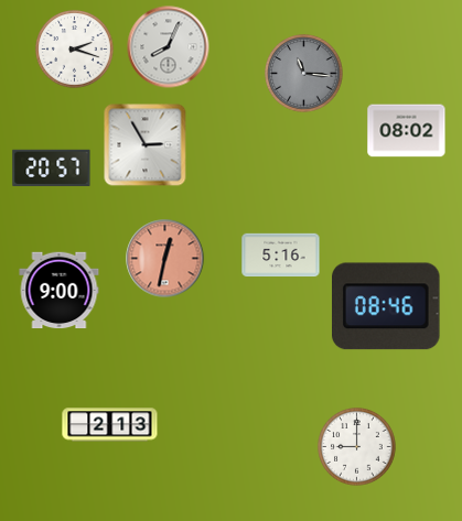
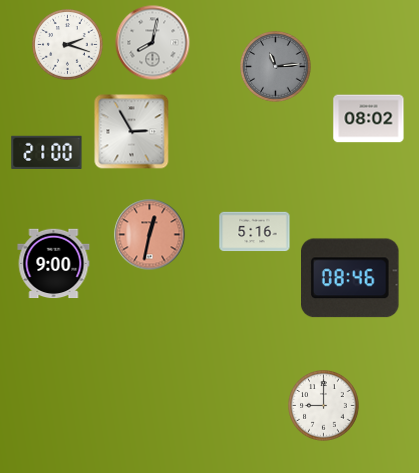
clock at (169, 47): 8:04 -> 8:02
clock at (304, 74): 11:16 -> 11:14
clock at (52, 167): 20:57 -> 21:00
clock at (110, 425): 2:13 -> none
